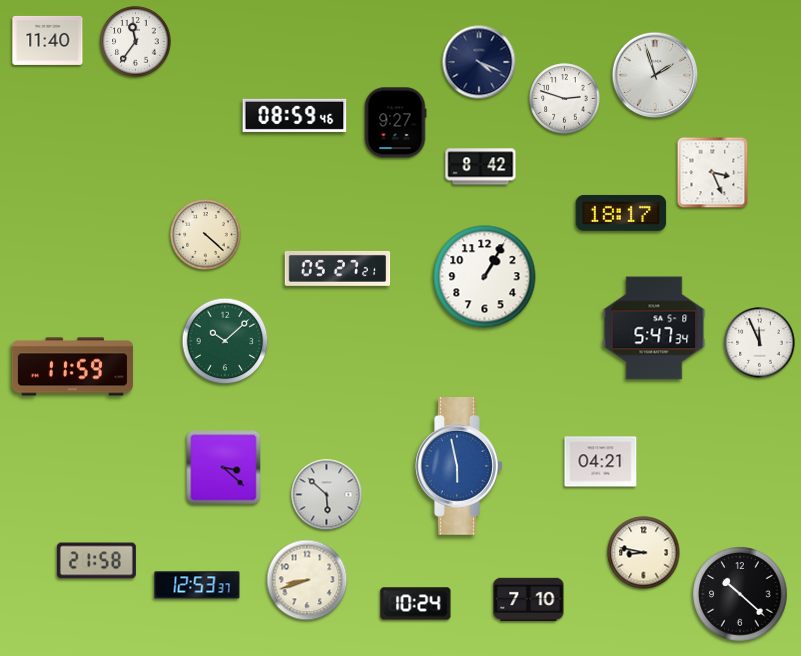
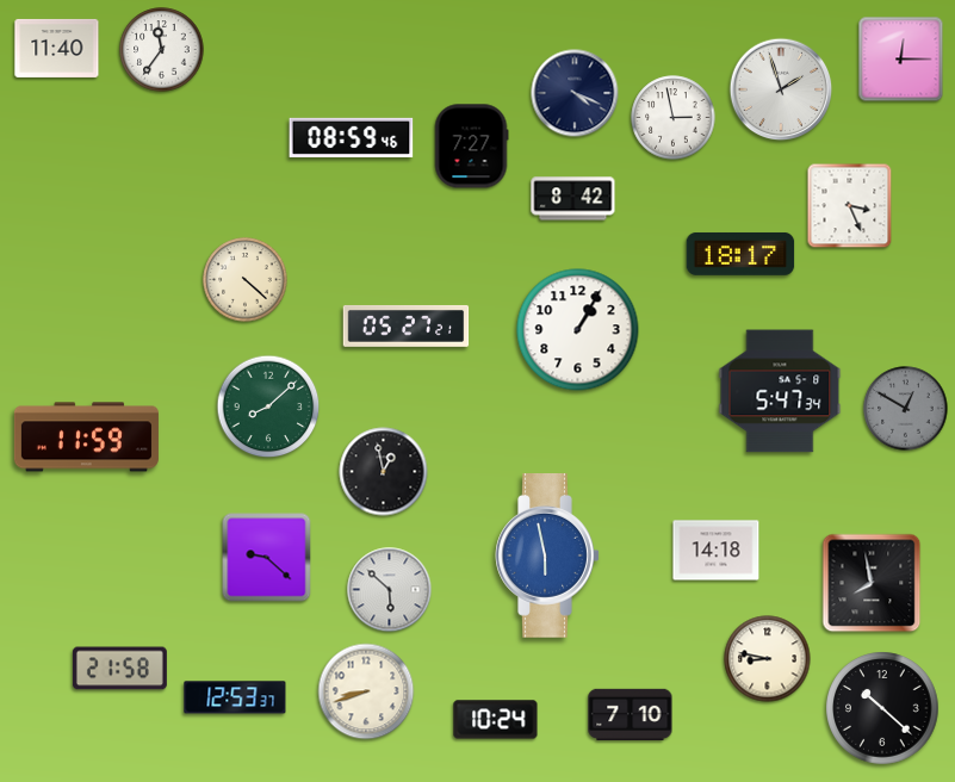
clock at (901, 60): none -> 12:15
clock at (479, 62) position: (479, 62) -> (575, 93)
clock at (565, 99): 2:48 -> 2:58
clock at (395, 123): 9:27 -> 7:27
clock at (338, 269) position: (338, 269) -> (407, 327)
clock at (225, 341): 10:08 -> 8:08
clock at (760, 343): 11:56 -> 12:50
clock at (760, 343) dial: white -> grey
clock at (384, 472): none -> 12:58
clock at (601, 462): 04:21 -> 14:18
clock at (224, 468): 3:22 -> 9:22
clock at (872, 583): none -> 7:58
clock at (96, 561) position: (96, 561) -> (119, 669)
